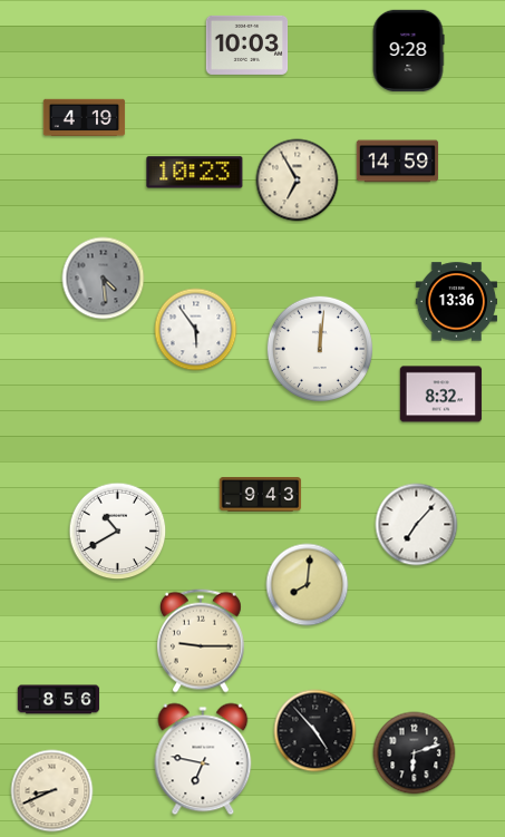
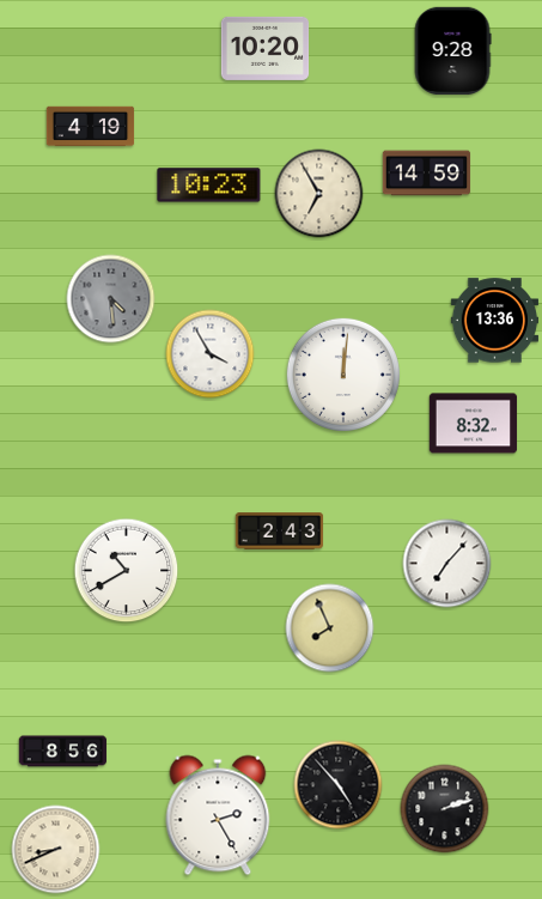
clock at (247, 45): 10:03 -> 10:20
clock at (408, 51) position: (408, 51) -> (452, 51)
clock at (457, 302) position: (457, 302) -> (495, 321)
clock at (196, 330): 5:54 -> 3:55
clock at (261, 495): 9:43 -> 2:43
clock at (308, 585): 8:01 -> 7:56
clock at (201, 641): 9:15 -> none
clock at (415, 753): 6:12 -> 2:12
clock at (203, 759): 6:47 -> 2:25
